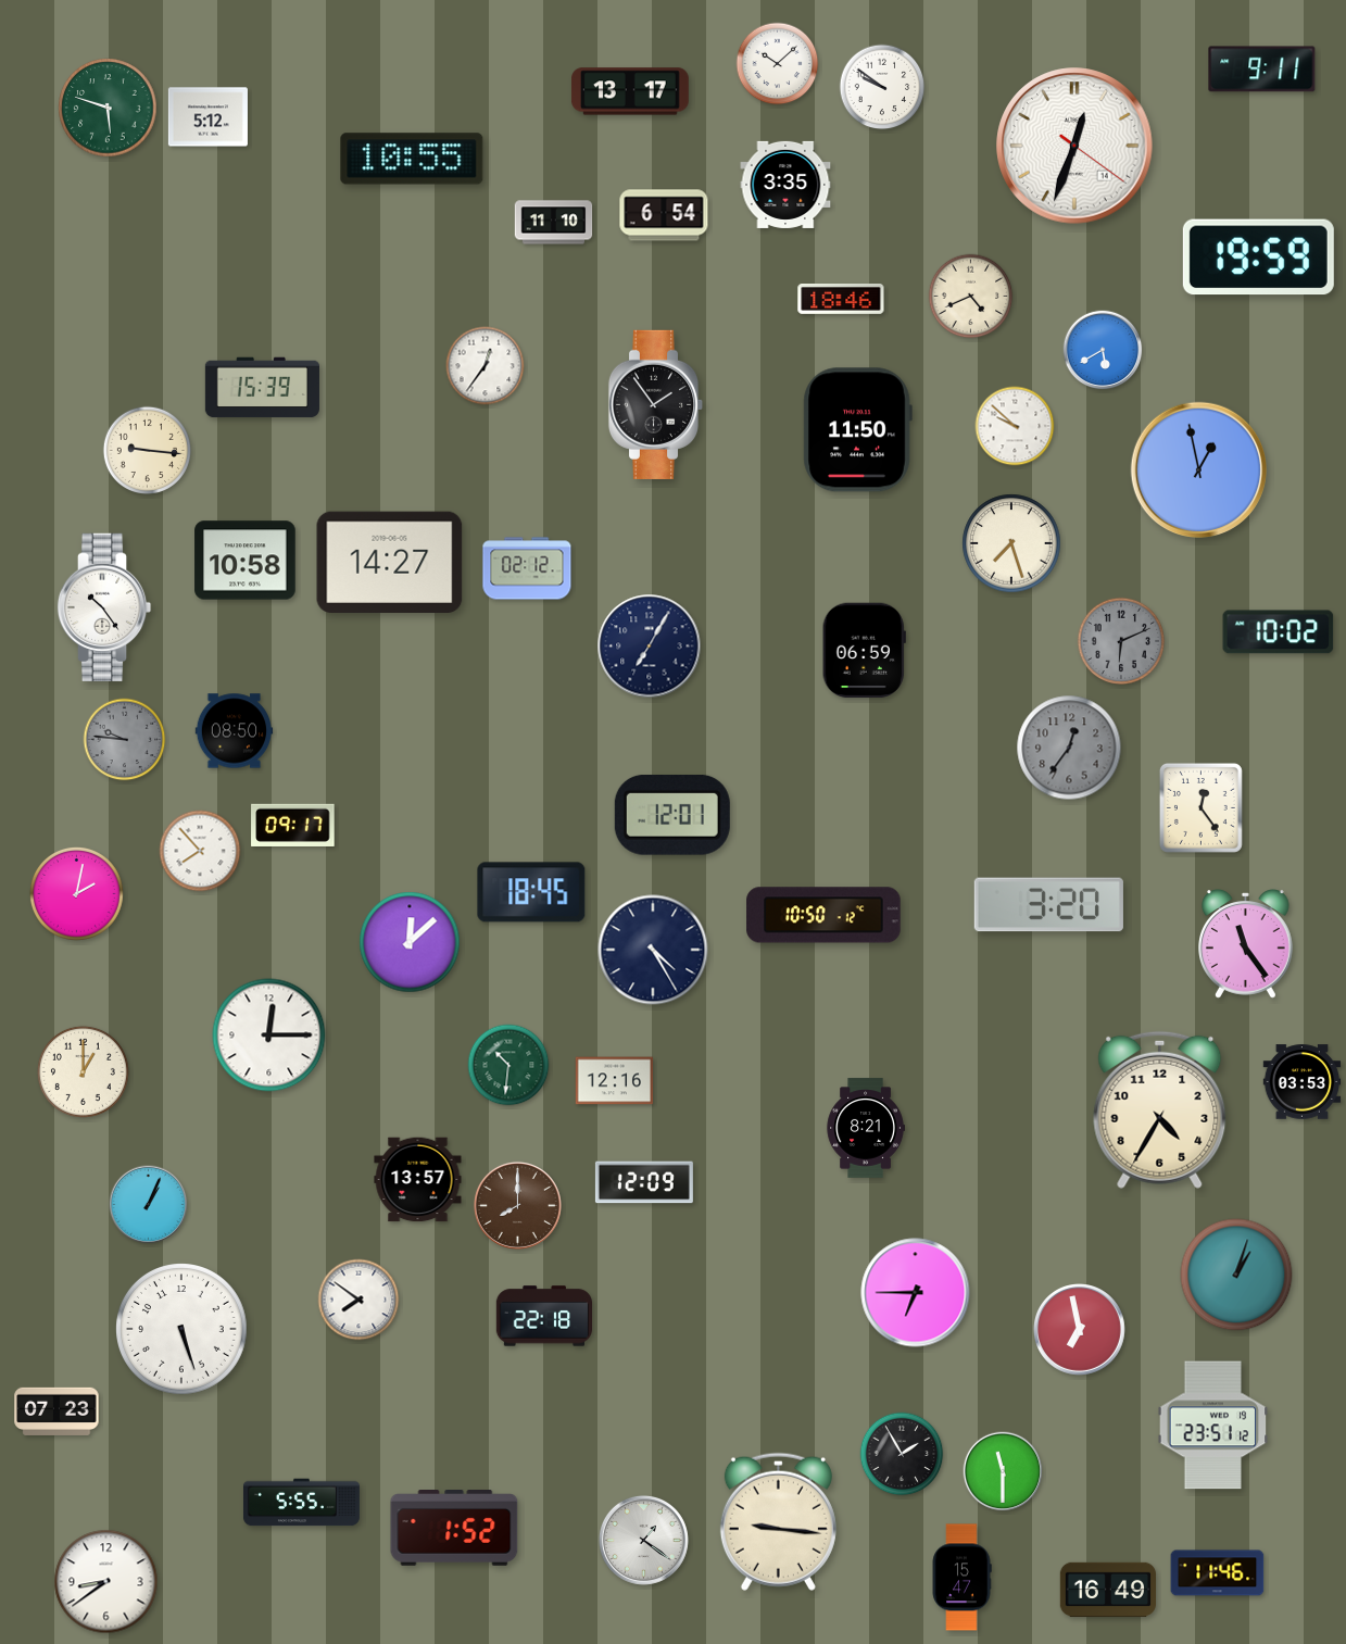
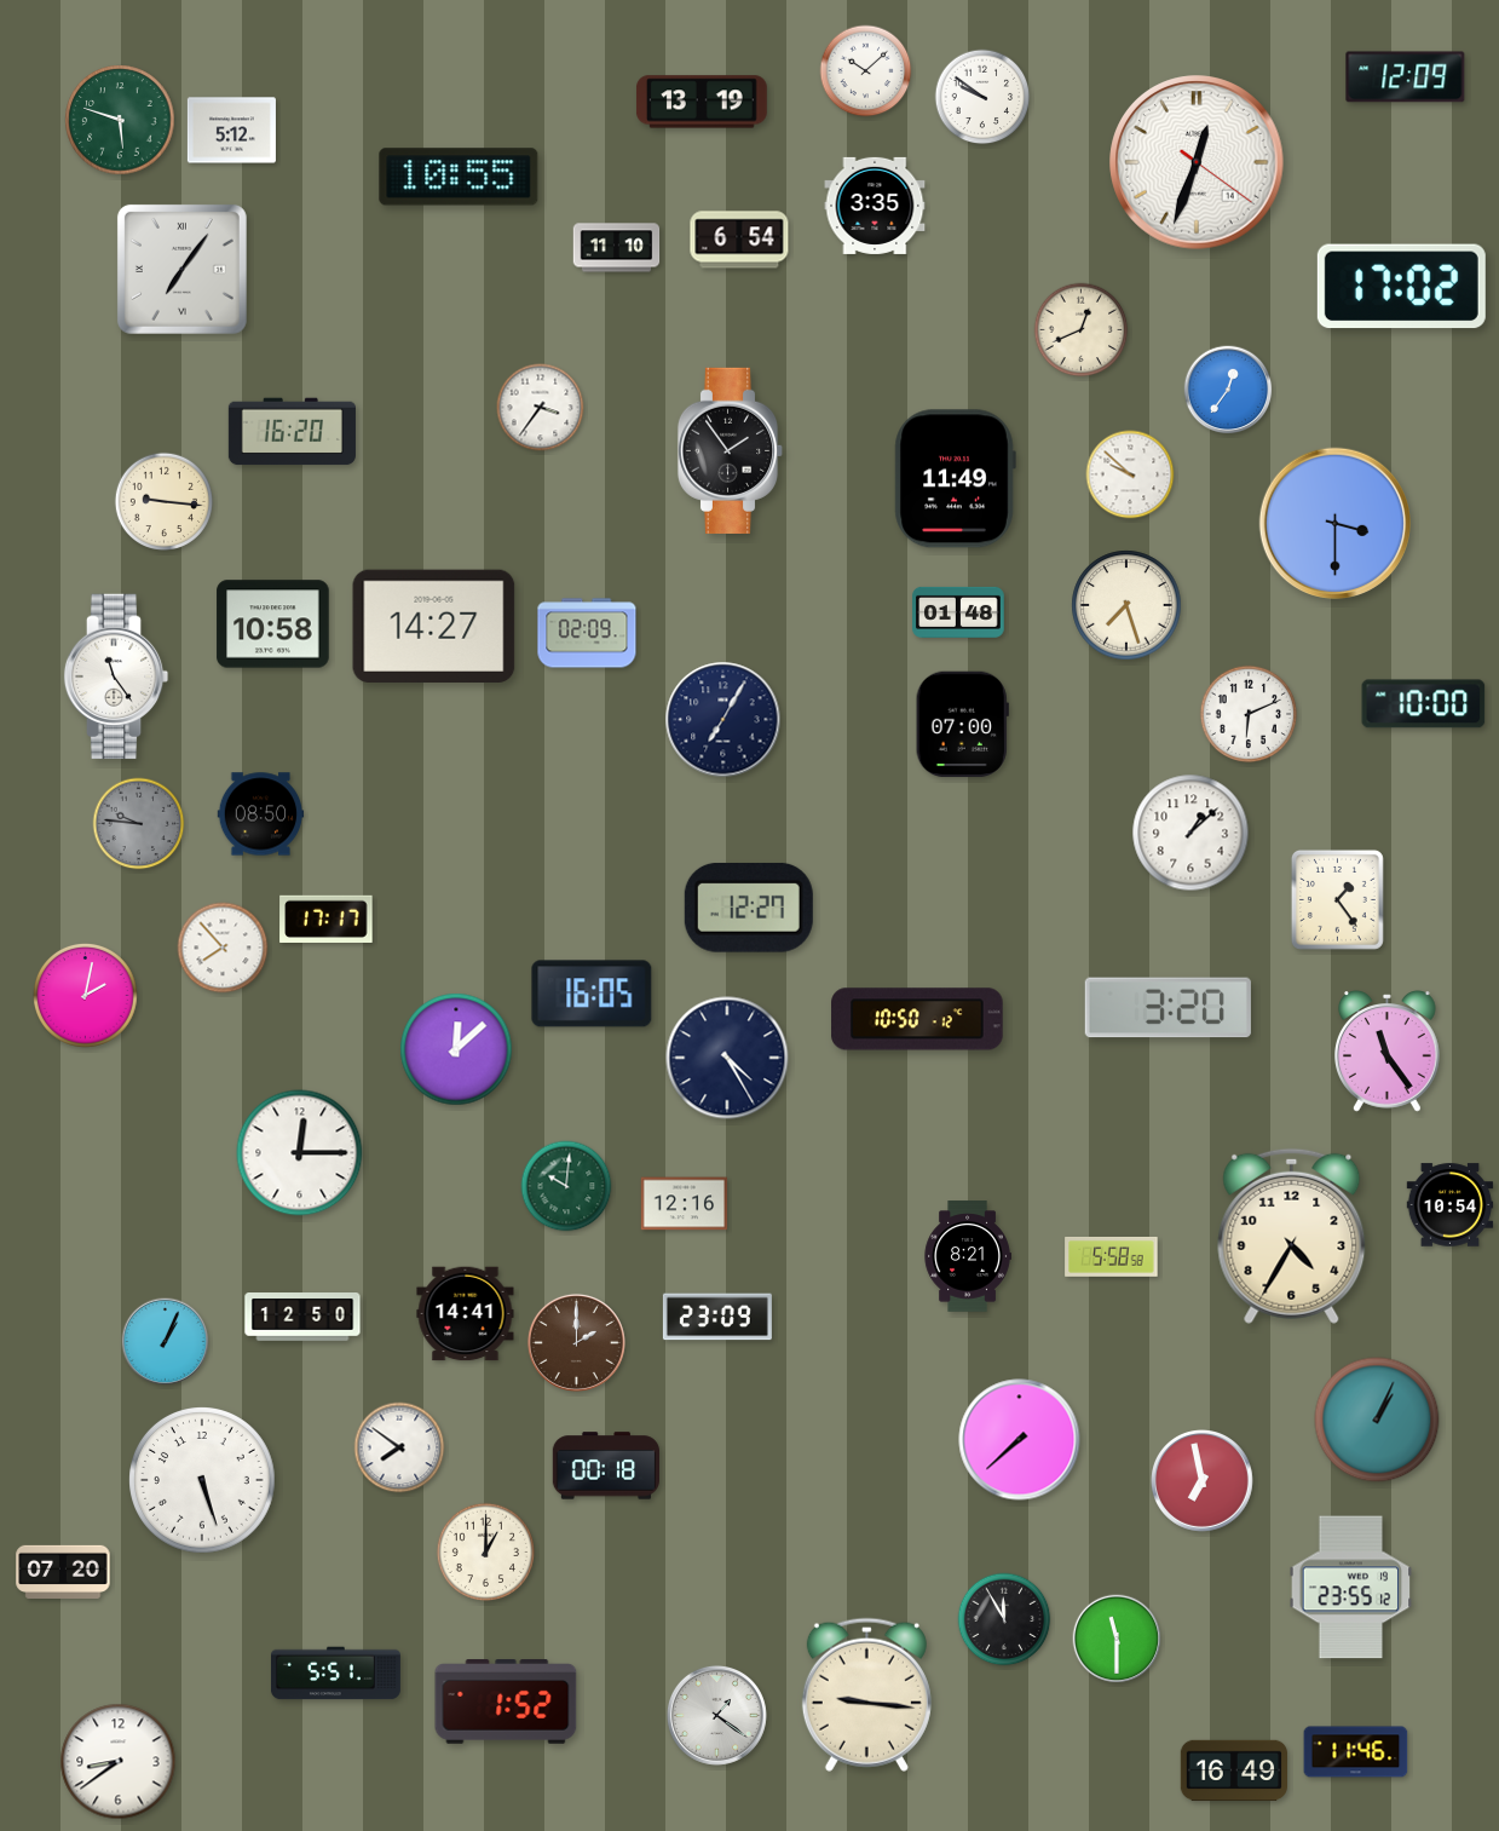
clock at (1262, 70): 9:11 -> 12:09
clock at (630, 91): 13:17 -> 13:19
clock at (181, 269): none -> 7:06
clock at (1258, 258): 19:59 -> 17:02
clock at (971, 297): 4:41 -> 12:41
clock at (841, 300): 18:46 -> none
clock at (1103, 350): 5:40 -> 12:36
clock at (486, 366): 12:36 -> 3:36
clock at (262, 388): 15:39 -> 16:20
clock at (857, 430): 11:50 -> 11:49
clock at (1198, 469): 12:58 -> 3:30
clock at (958, 612): none -> 01:48
clock at (527, 568): 02:12 -> 02:09
clock at (104, 607): 10:24 -> 11:24
clock at (1279, 632): 10:02 -> 10:00
clock at (1121, 641) dial: grey -> white
clock at (864, 651): 06:59 -> 07:00
clock at (1069, 748): 12:36 -> 1:08
clock at (1069, 748) dial: grey -> white
clock at (1200, 807): 12:24 -> 1:24
clock at (672, 815): 12:01 -> 12:27
clock at (293, 825): 09:17 -> 17:17
clock at (531, 892): 18:45 -> 16:05
clock at (508, 1065): 10:31 -> 10:01
clock at (83, 1071): 1:00 -> none
clock at (1303, 1082): 03:53 -> 10:54
clock at (866, 1128) position: (866, 1128) -> (968, 1256)
clock at (1112, 1256): none -> 5:58
clock at (418, 1180): 13:57 -> 14:41
clock at (302, 1317): none -> 12:50
clock at (644, 1182): 12:09 -> 23:09
clock at (517, 1205): 8:00 -> 2:00
clock at (1236, 1275): 1:03 -> 1:04
clock at (916, 1293): 6:45 -> 7:38
clock at (544, 1316): 22:18 -> 00:18
clock at (485, 1551): none -> 1:00
clock at (56, 1410): 07:23 -> 07:20
clock at (1213, 1426): 23:51 -> 23:55
clock at (902, 1454): 1:55 -> 11:55
clock at (301, 1503): 5:55 -> 5:51
clock at (961, 1578): 15:47 -> none
